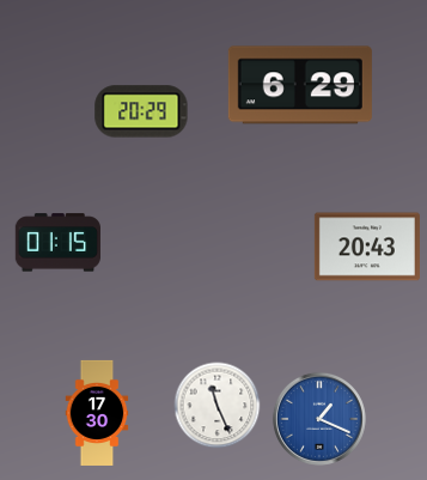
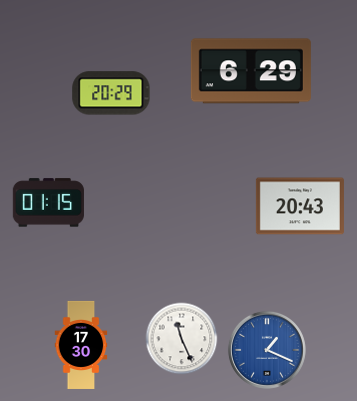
clock at (141, 111) position: (141, 111) -> (111, 93)
clock at (367, 247) position: (367, 247) -> (300, 206)
